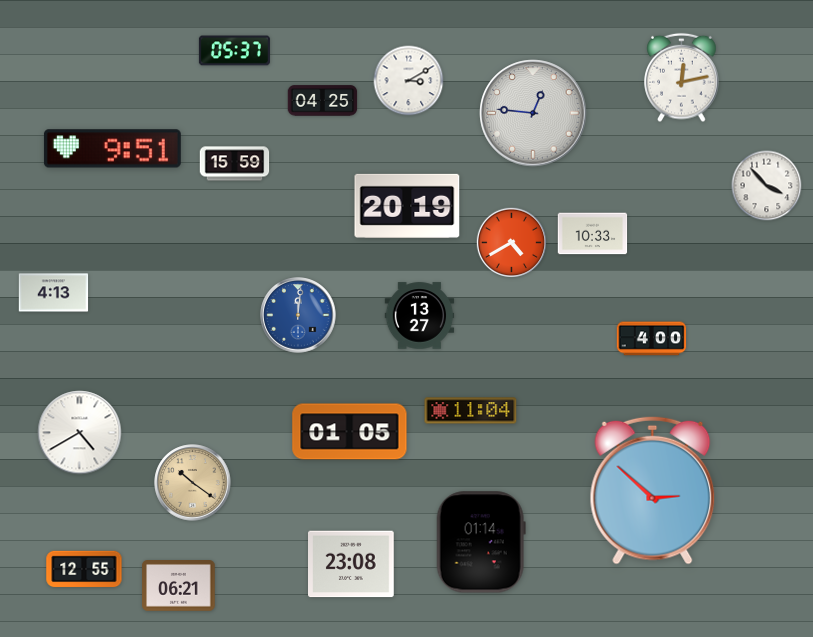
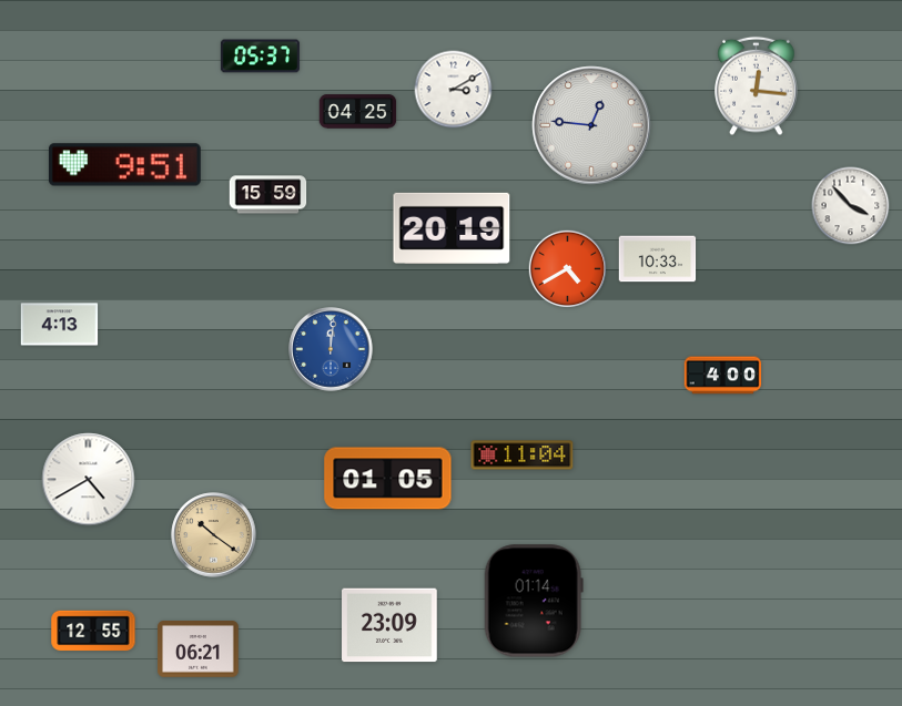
clock at (682, 78): 12:13 -> 12:16
clock at (235, 164) position: (235, 164) -> (268, 195)
clock at (420, 316): 13:27 -> none
clock at (653, 490): 2:52 -> none
clock at (352, 564): 23:08 -> 23:09
